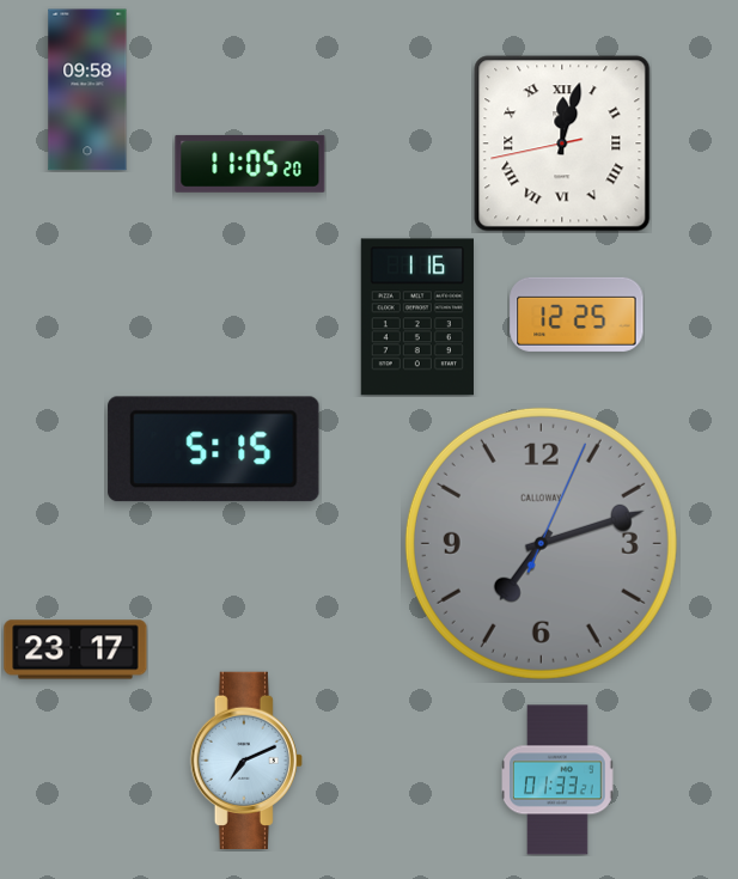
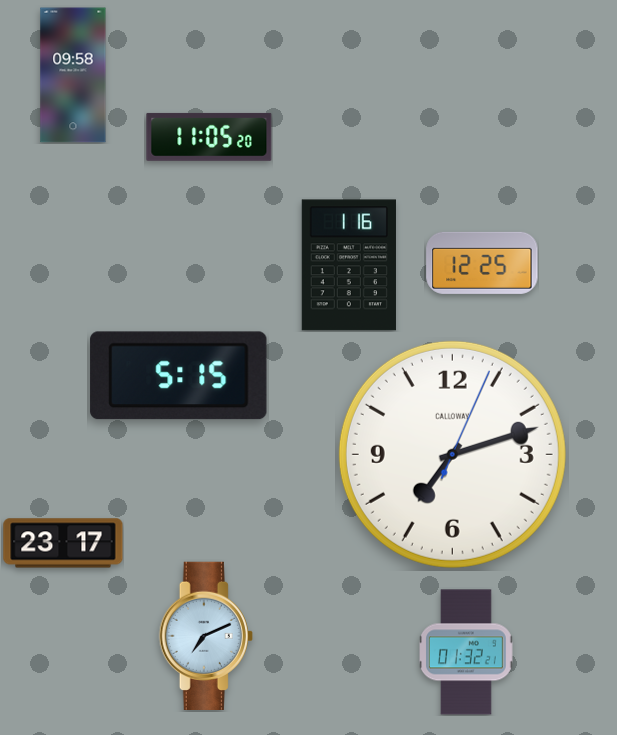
clock at (562, 144): 12:02 -> none
clock at (541, 543) dial: grey -> white
clock at (559, 780): 01:33 -> 01:32
